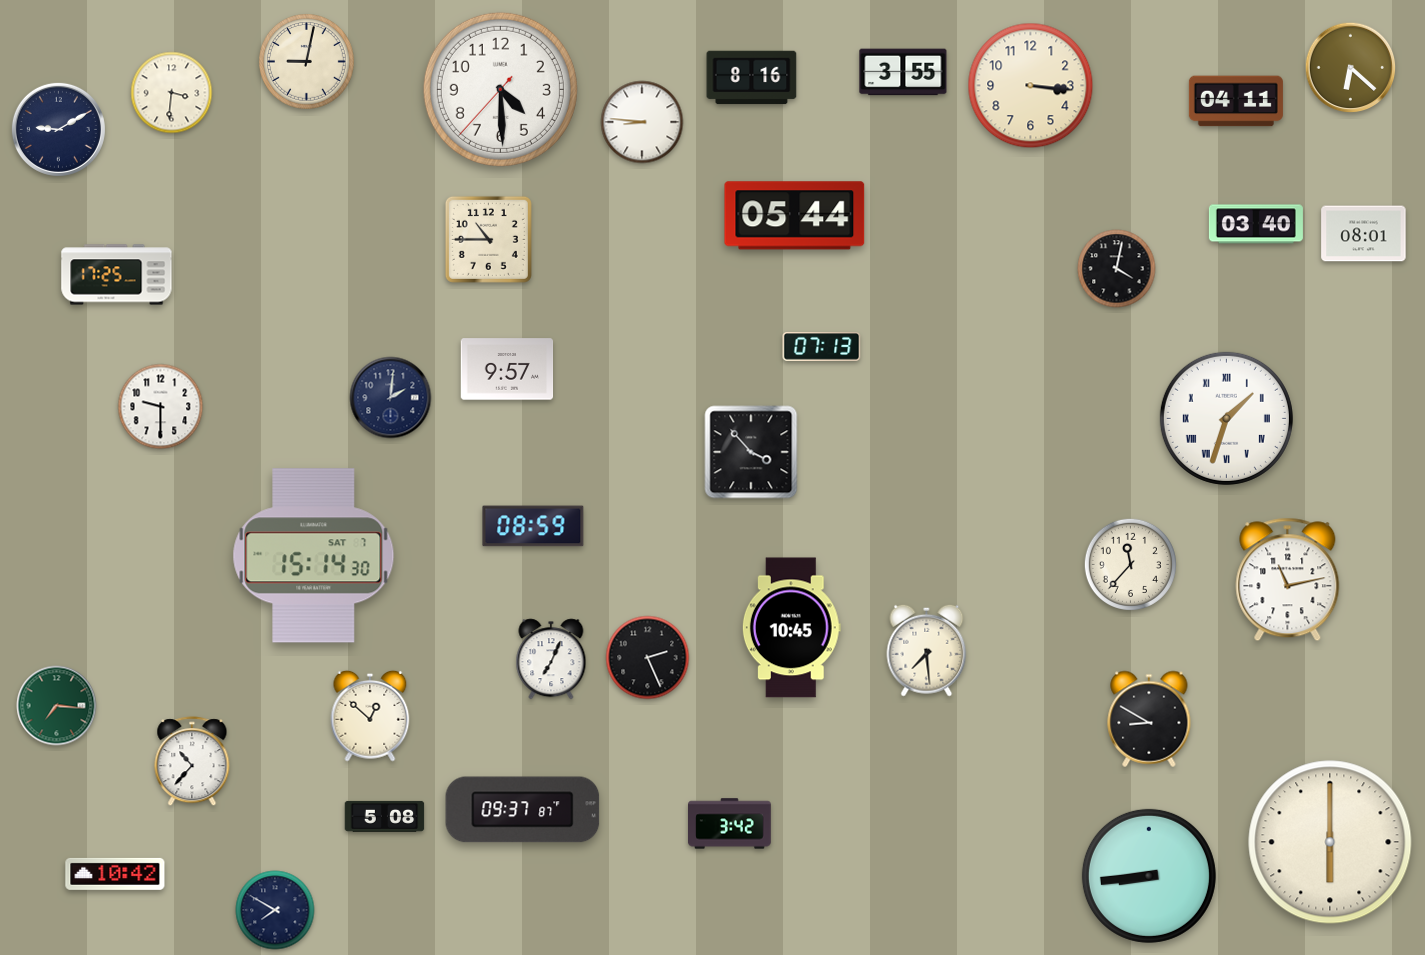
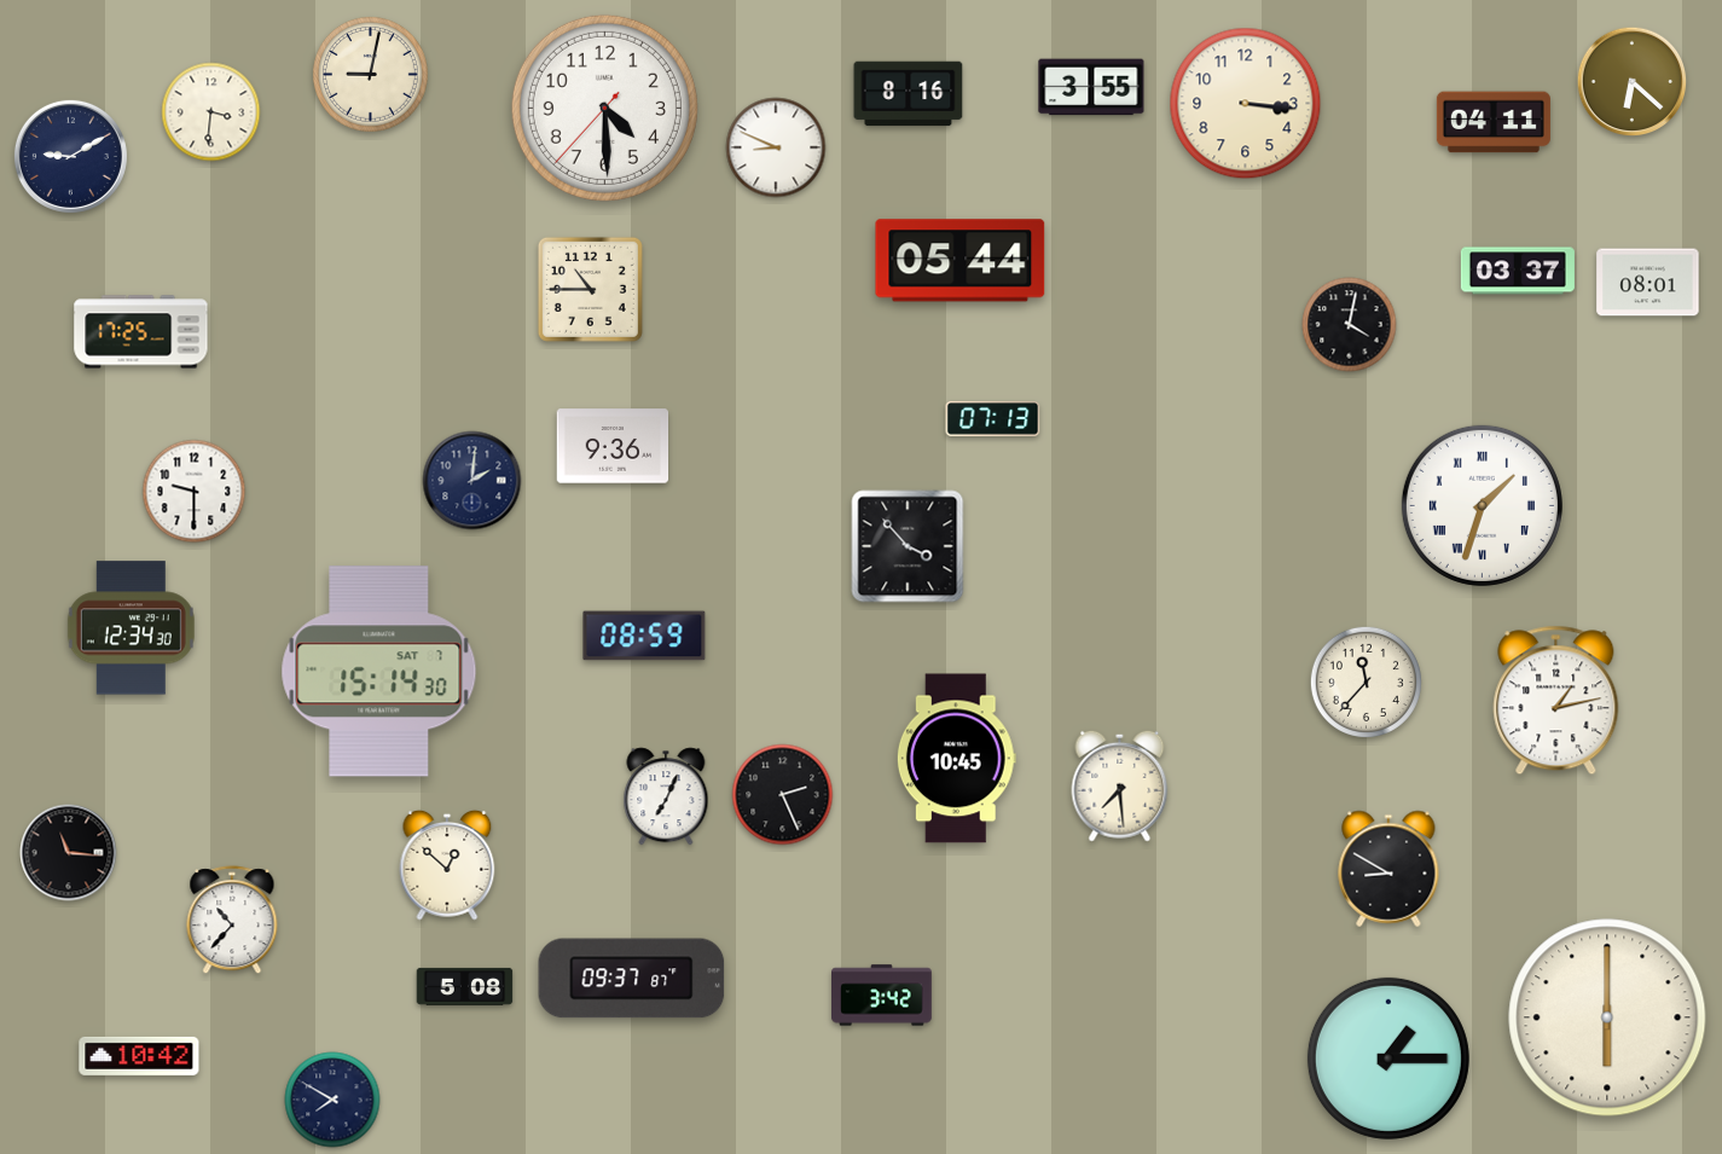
clock at (172, 93) position: (172, 93) -> (211, 112)
clock at (642, 122): 8:46 -> 8:49
clock at (1256, 224): 03:40 -> 03:37
clock at (507, 369): 9:57 -> 9:36
clock at (131, 628): none -> 12:34
clock at (1288, 580): 11:13 -> 1:13
clock at (57, 706): 7:16 -> 11:16
clock at (57, 706) dial: green -> black
clock at (1149, 876): 8:44 -> 1:15
